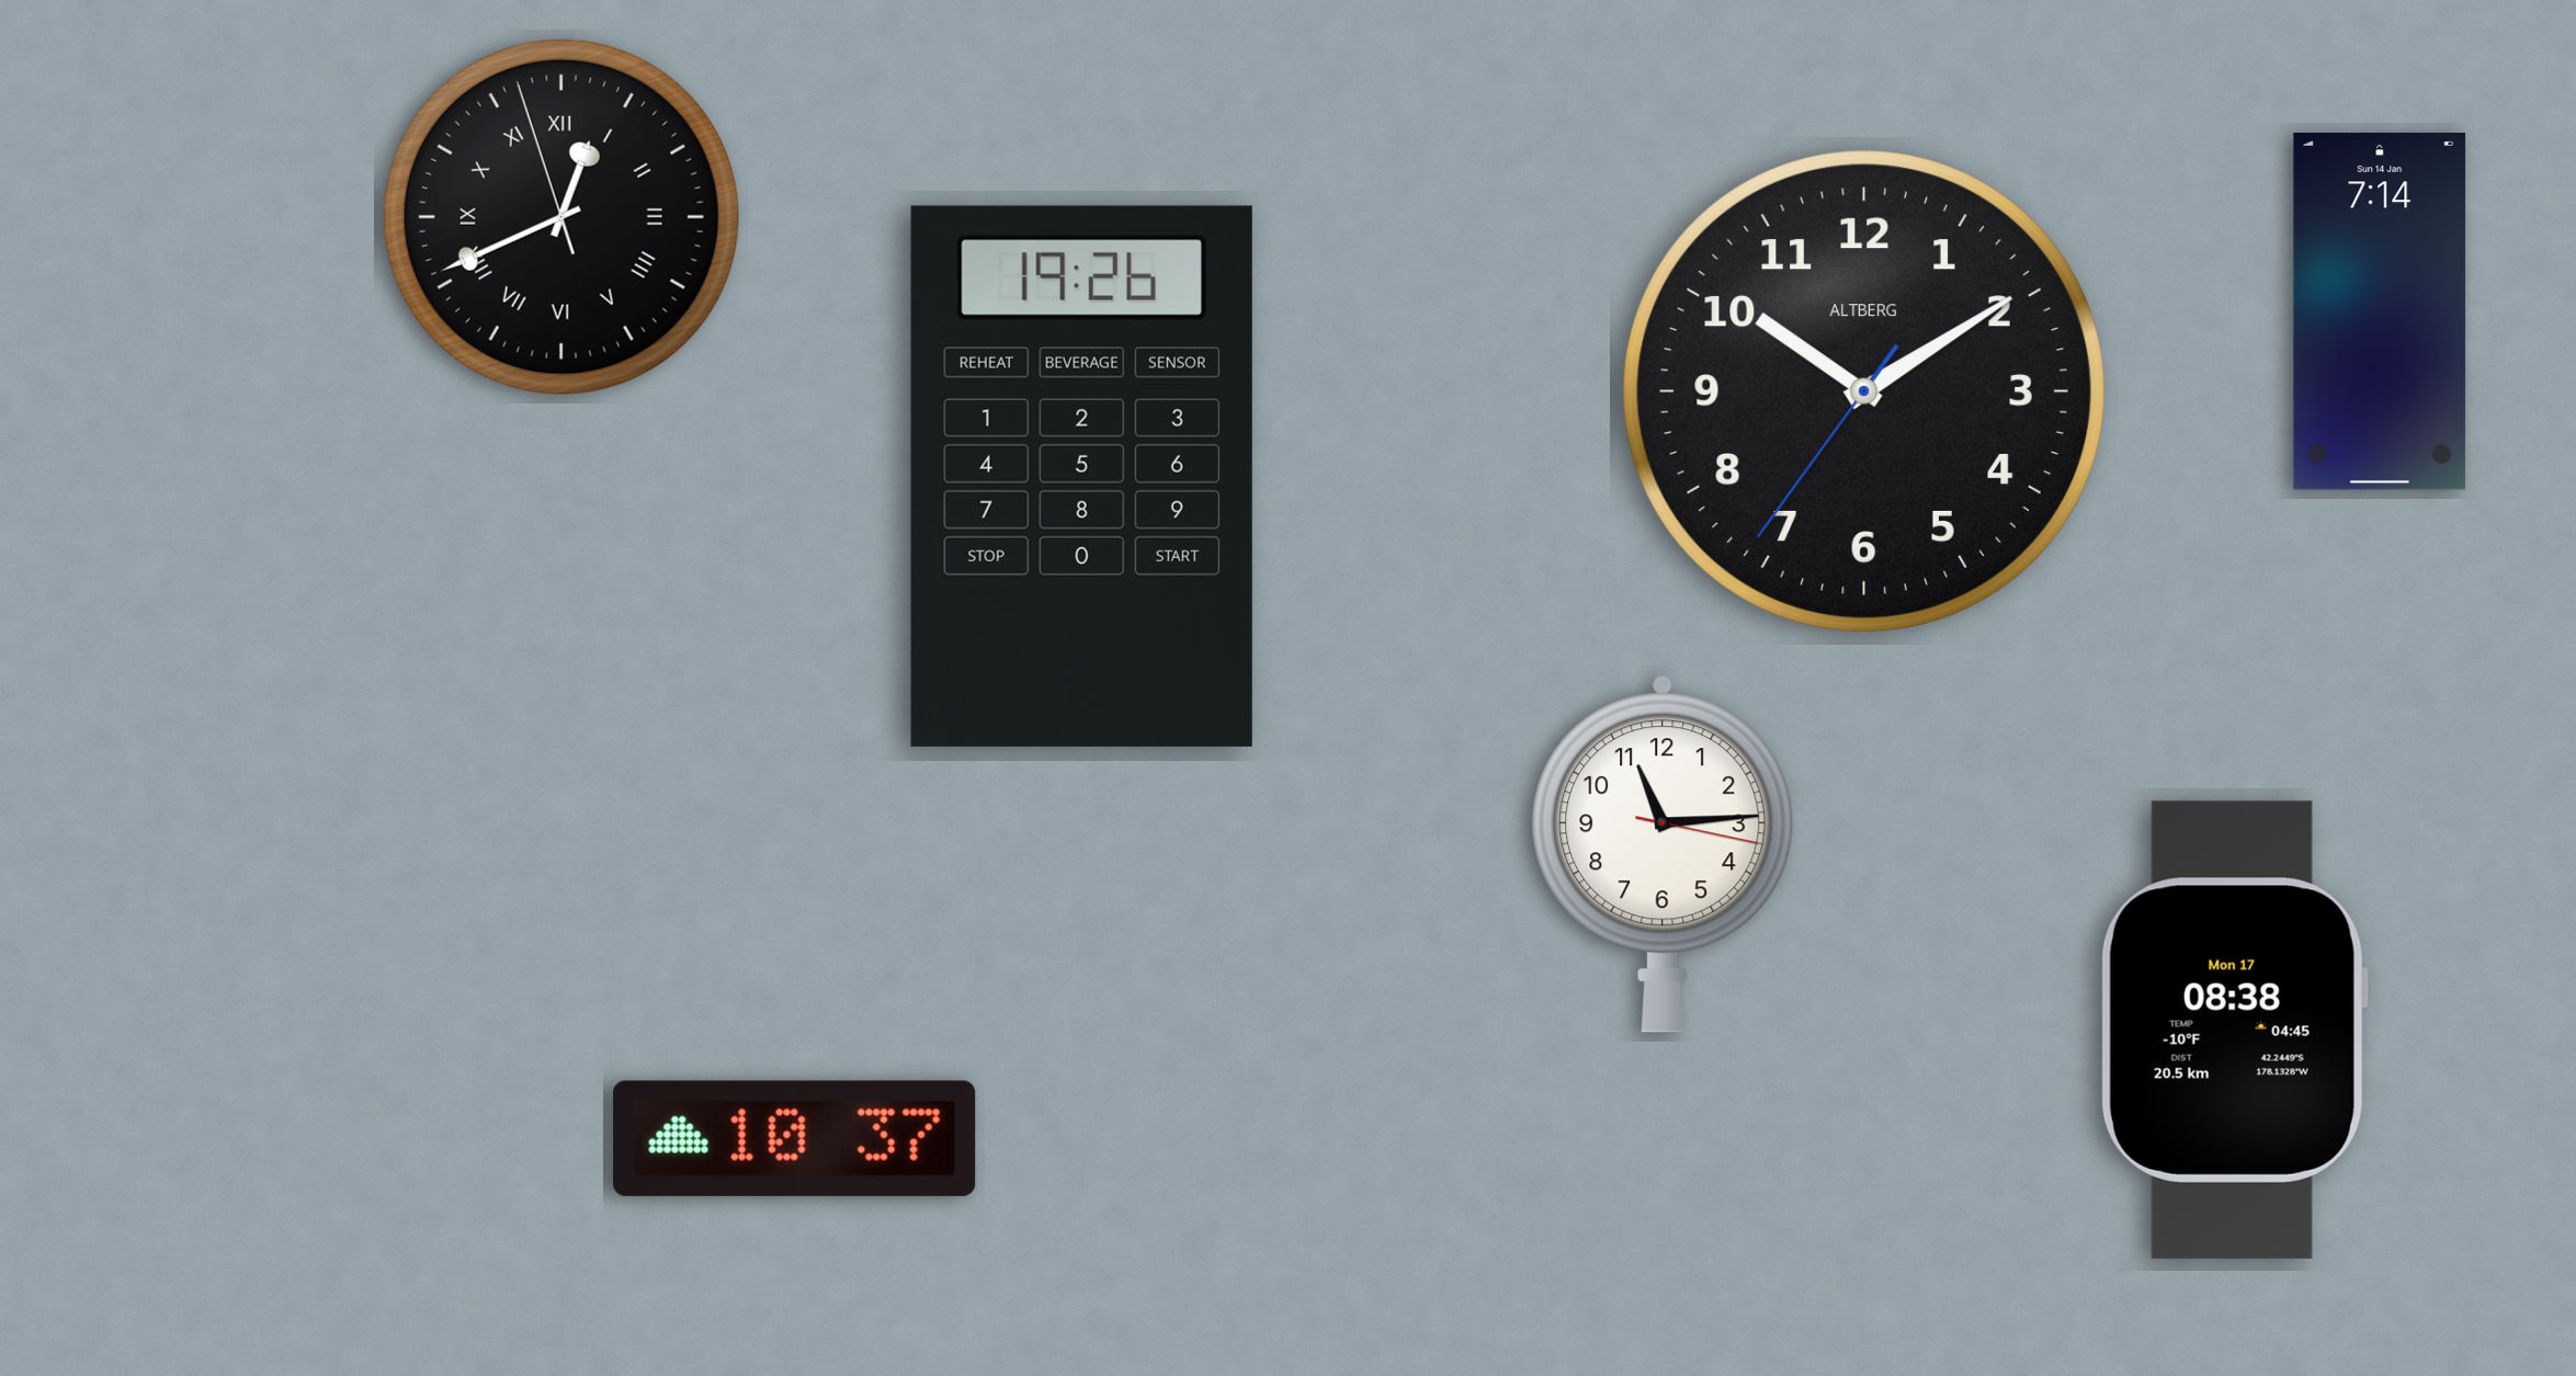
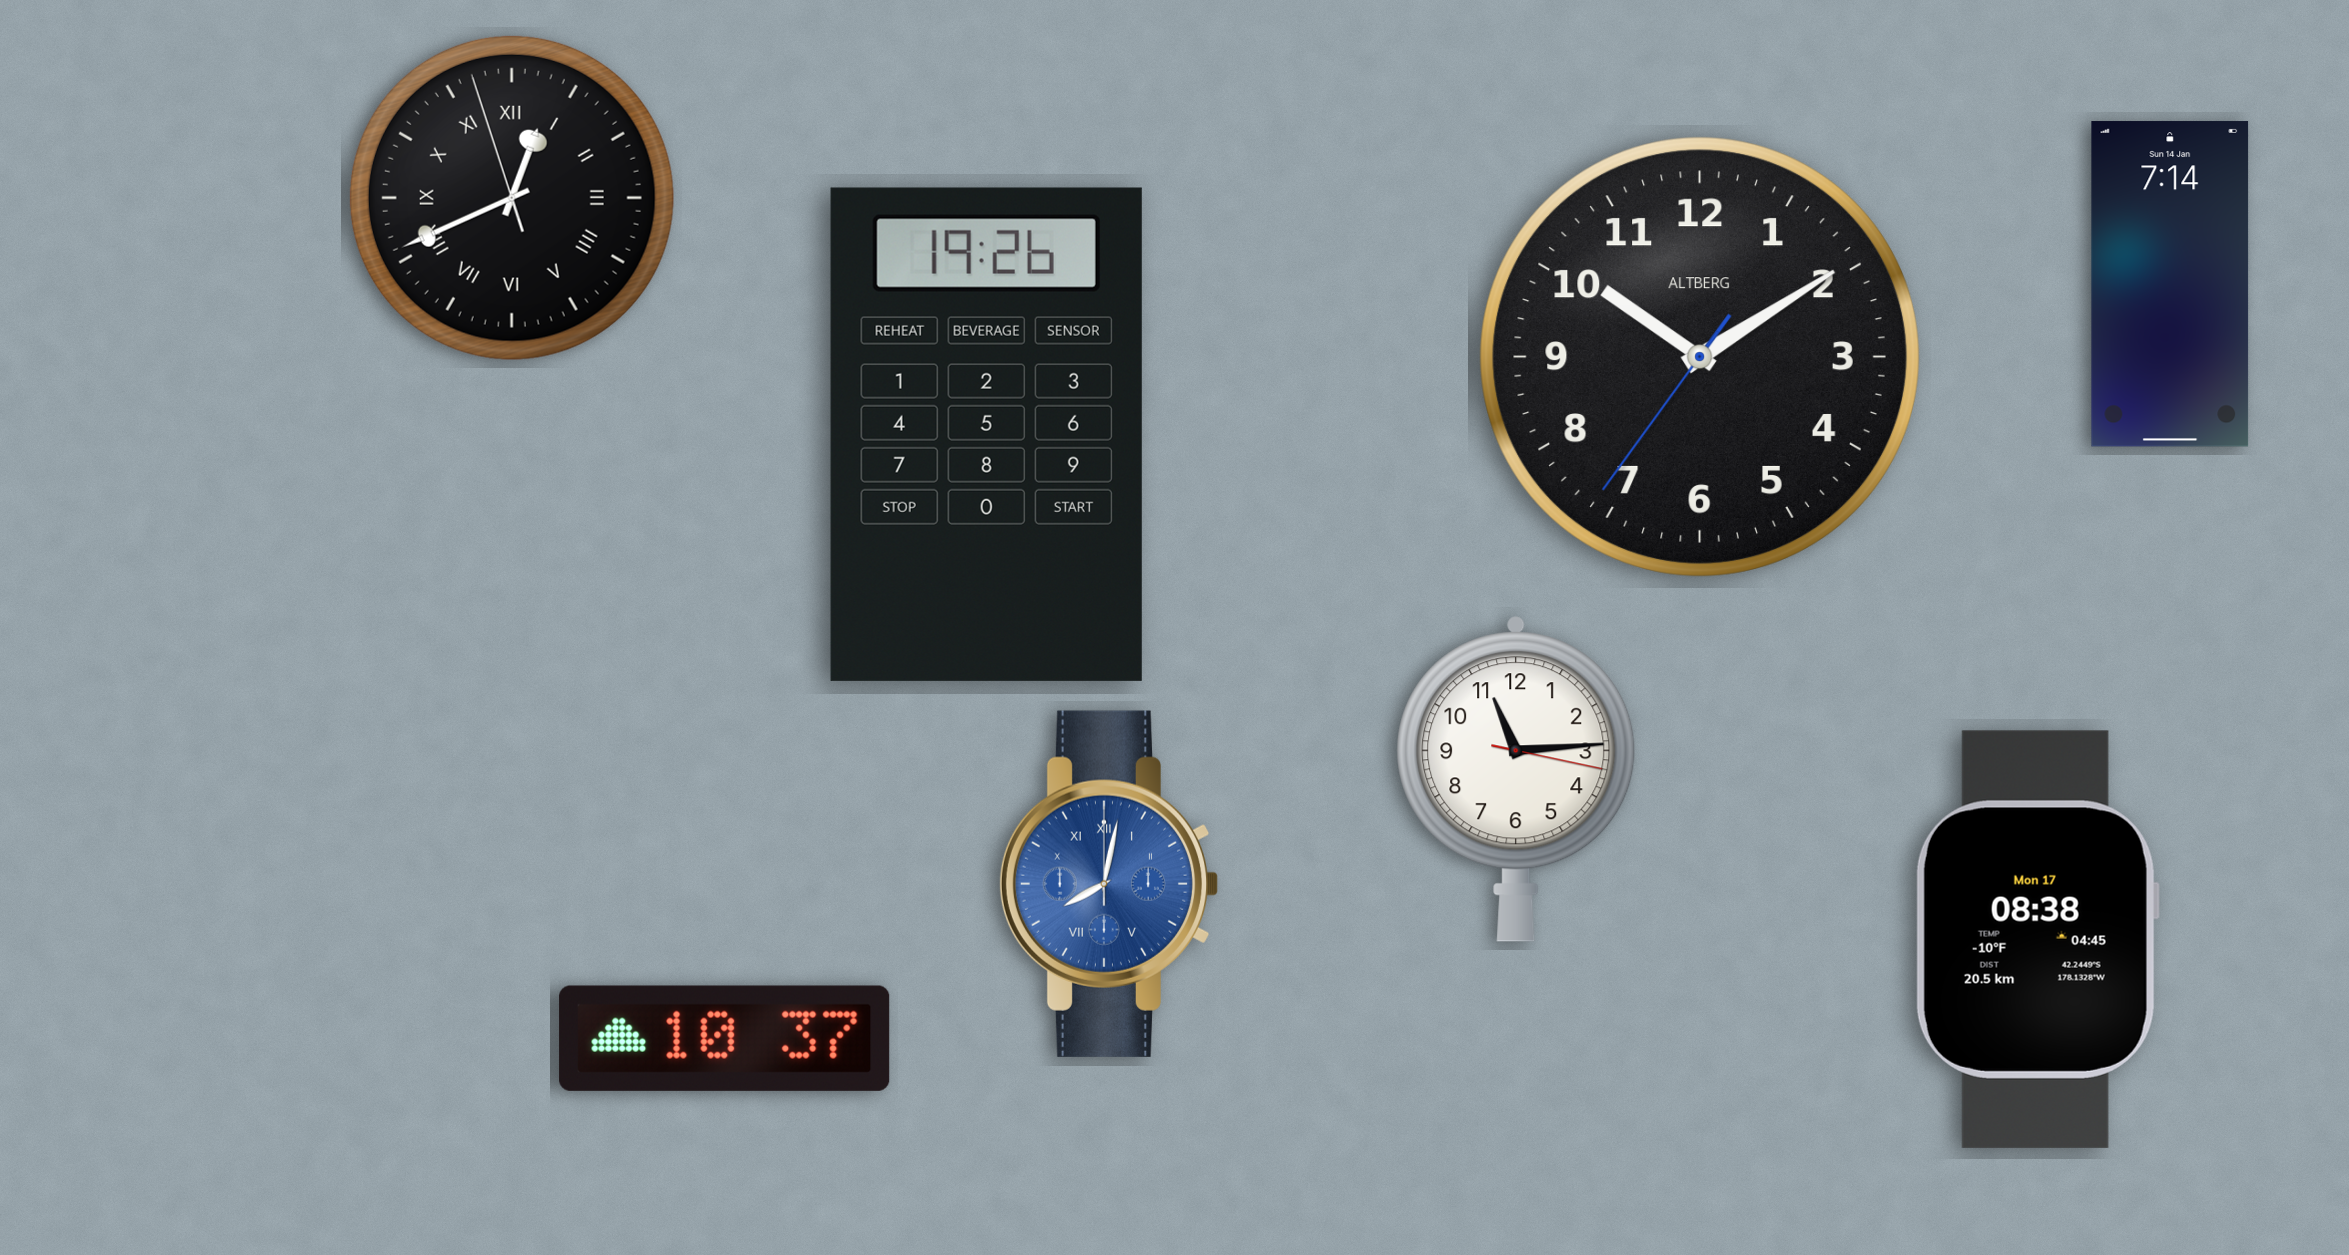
clock at (1109, 884): none -> 8:02
